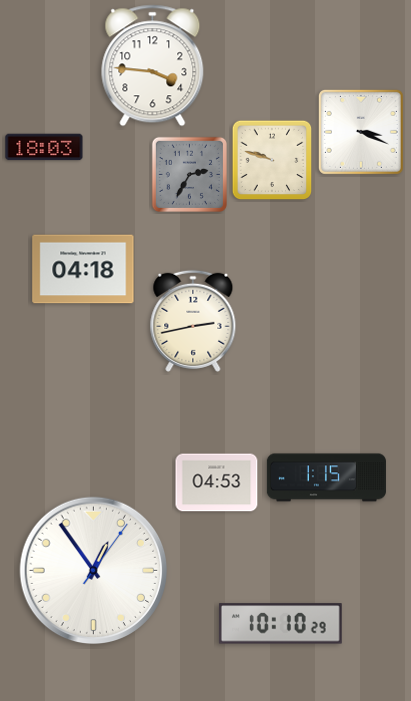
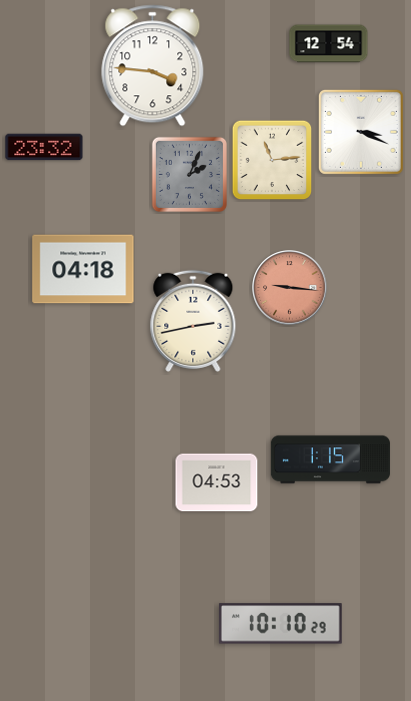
clock at (329, 44): none -> 12:54
clock at (44, 147): 18:03 -> 23:32
clock at (272, 160): 9:48 -> 11:14
clock at (189, 174): 2:35 -> 2:04
clock at (290, 288): none -> 9:16
clock at (326, 478) position: (326, 478) -> (330, 460)
clock at (94, 571): 12:54 -> none
